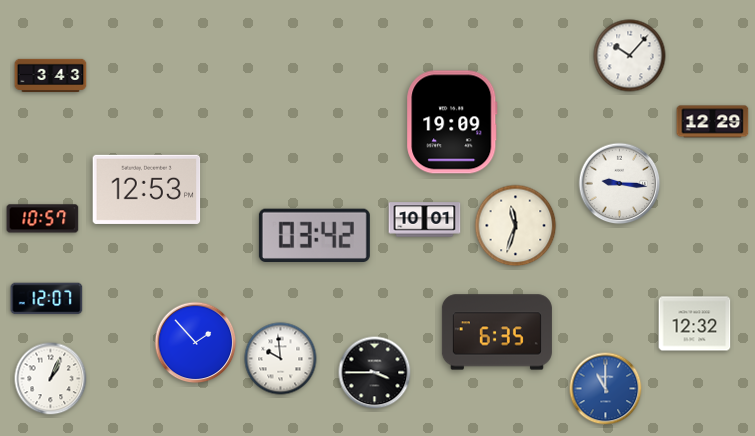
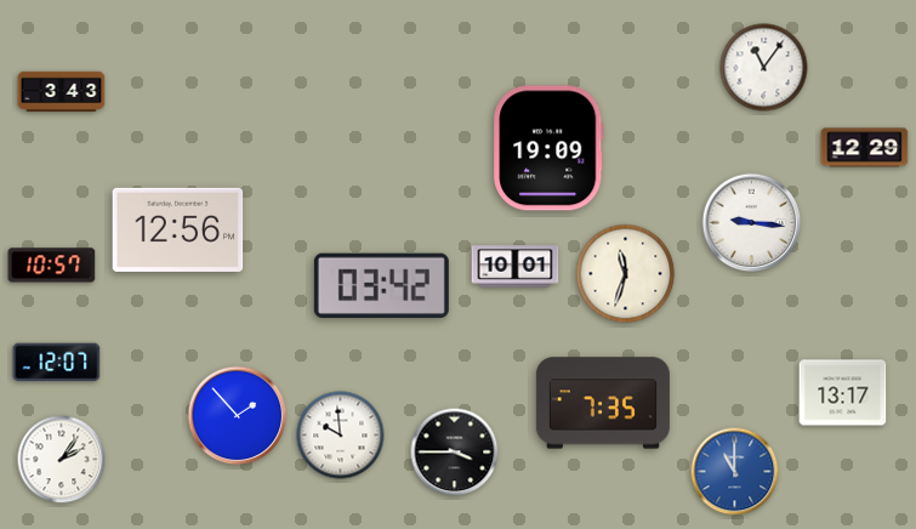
clock at (630, 56): 10:07 -> 11:06
clock at (147, 189): 12:53 -> 12:56
clock at (695, 324): 12:32 -> 13:17
clock at (497, 332): 6:35 -> 7:35
clock at (51, 379): 1:04 -> 2:06
